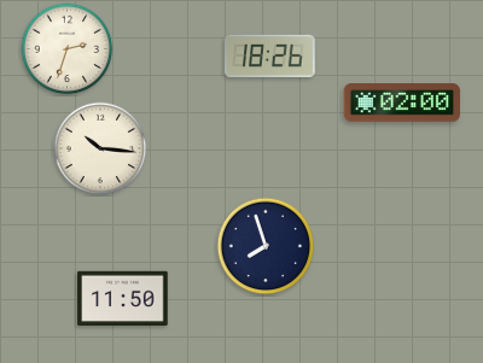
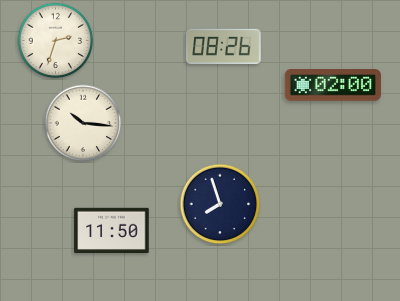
clock at (270, 55): 18:26 -> 08:26
clock at (123, 298) position: (123, 298) -> (112, 230)
